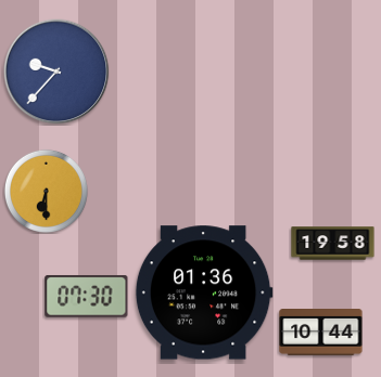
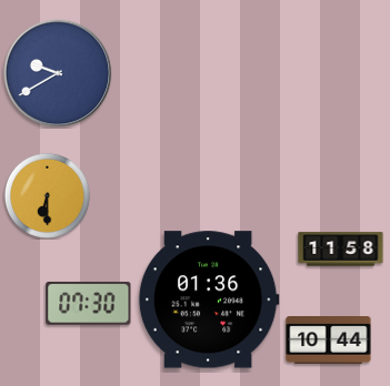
clock at (56, 71): 9:37 -> 9:40
clock at (333, 244): 19:58 -> 11:58
